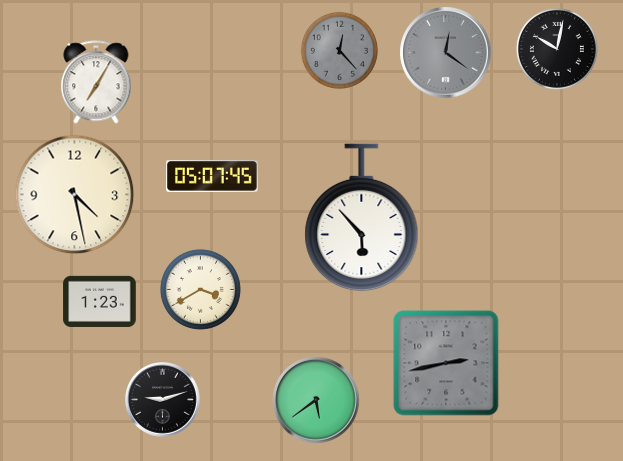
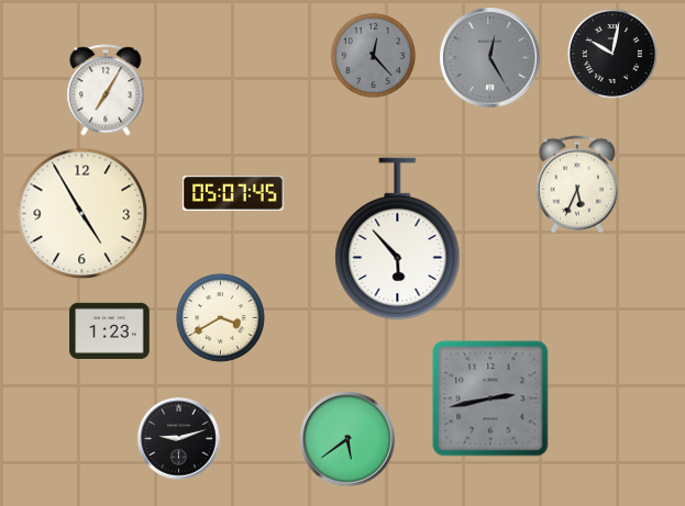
clock at (446, 53): 12:21 -> 12:25
clock at (576, 184): none -> 5:34
clock at (75, 195): 4:28 -> 4:55
